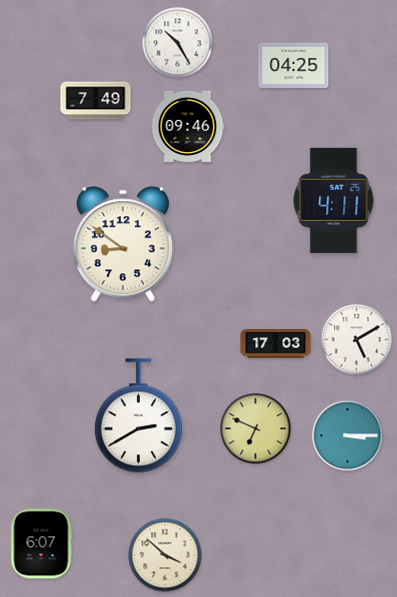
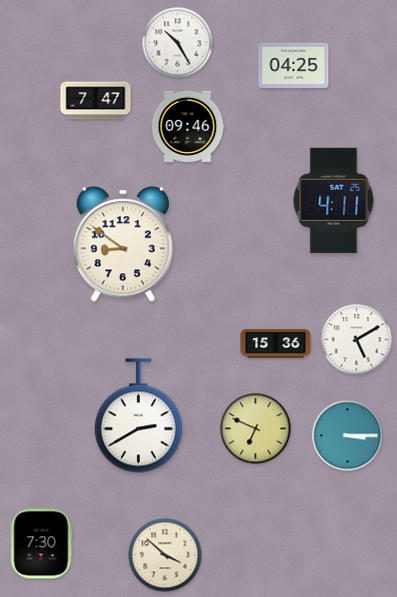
clock at (96, 101): 7:49 -> 7:47
clock at (276, 344): 17:03 -> 15:36
clock at (41, 544): 6:07 -> 7:30
